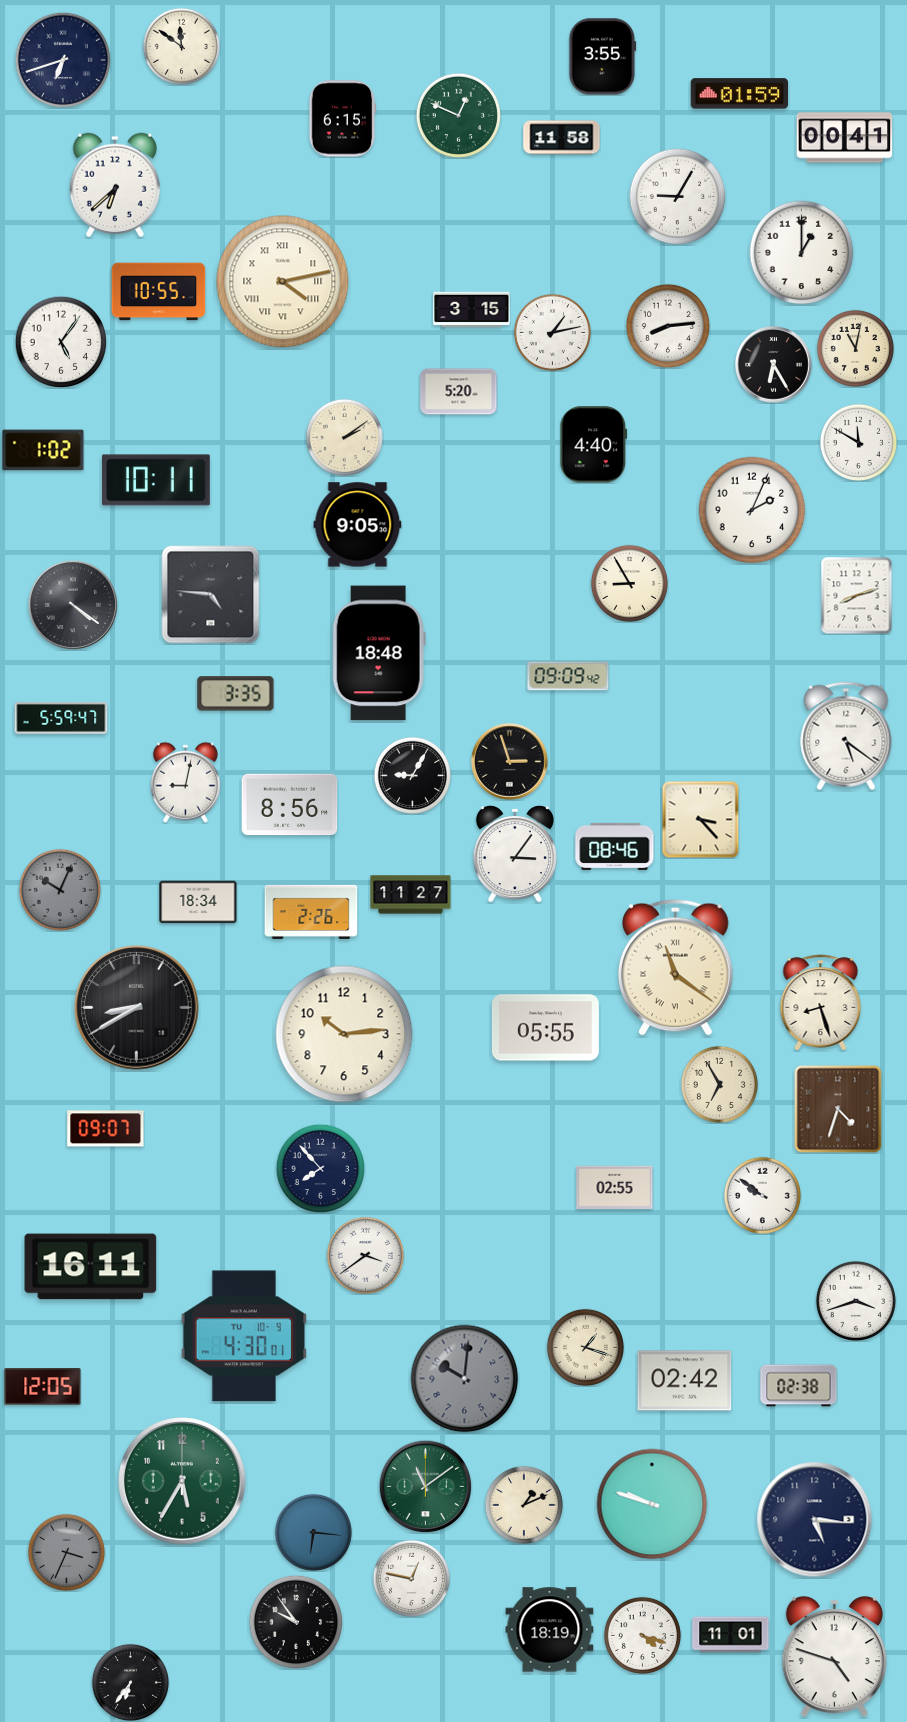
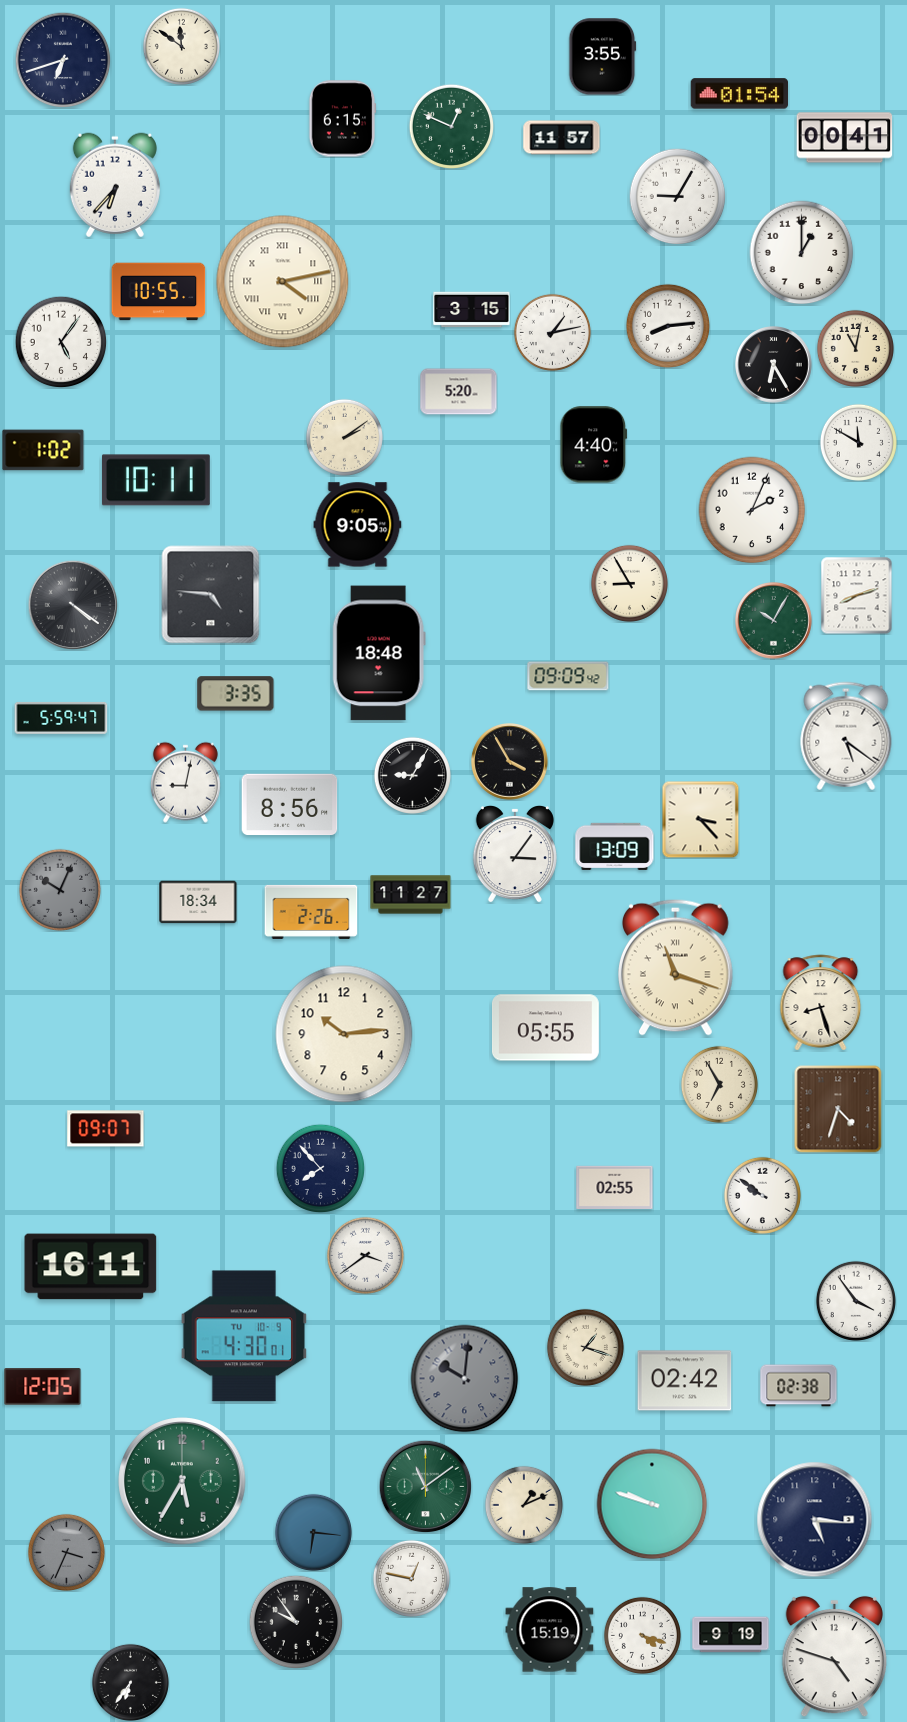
clock at (740, 94): 01:59 -> 01:54
clock at (458, 115) position: (458, 115) -> (451, 126)
clock at (562, 138): 11:58 -> 11:57
clock at (115, 185): 6:38 -> 6:37
clock at (774, 621): none -> 10:05
clock at (510, 762): 2:57 -> 3:55
clock at (615, 846): 08:46 -> 13:09
clock at (676, 967): 11:21 -> 11:18
clock at (137, 1008): 8:40 -> none
clock at (856, 1301): 3:42 -> 3:54
clock at (550, 1630): 18:19 -> 15:19
clock at (731, 1635): 11:01 -> 9:19
